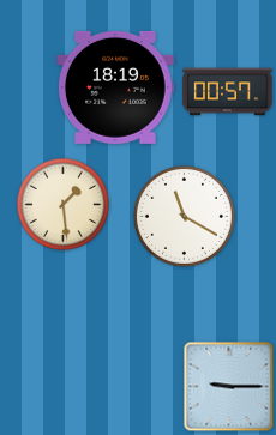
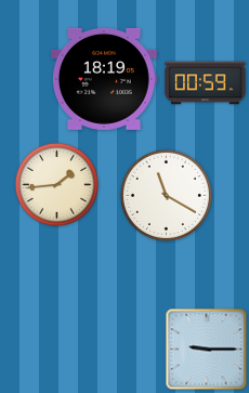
clock at (228, 92): 00:57 -> 00:59
clock at (62, 204): 1:29 -> 1:44
